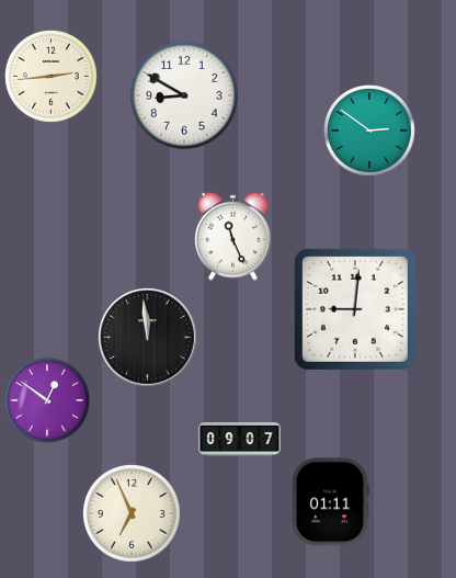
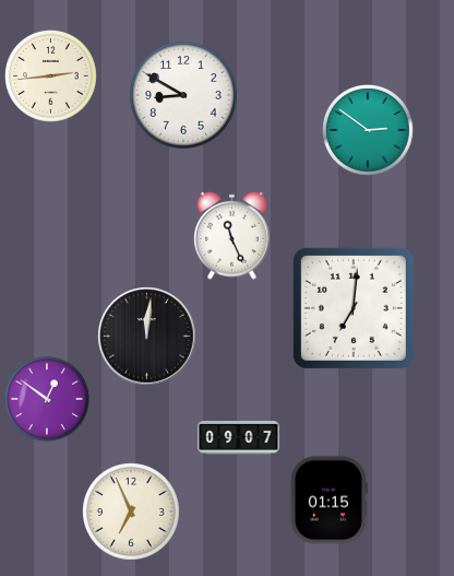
clock at (355, 309): 9:01 -> 7:01
clock at (148, 338): 11:59 -> 12:01
clock at (331, 502): 01:11 -> 01:15
